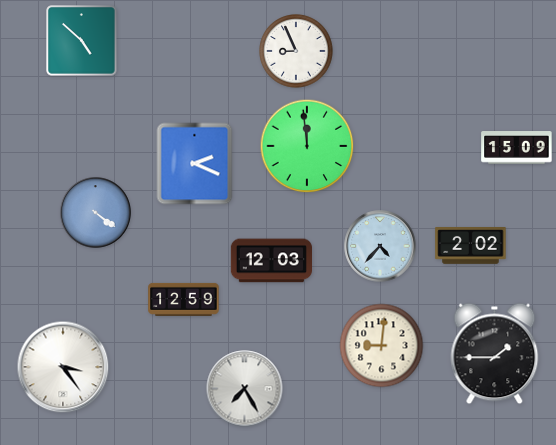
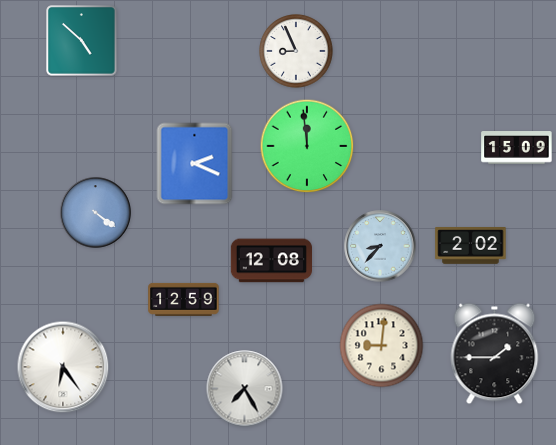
clock at (380, 246): 4:37 -> 8:37
clock at (271, 261): 12:03 -> 12:08
clock at (63, 367): 3:24 -> 6:24
